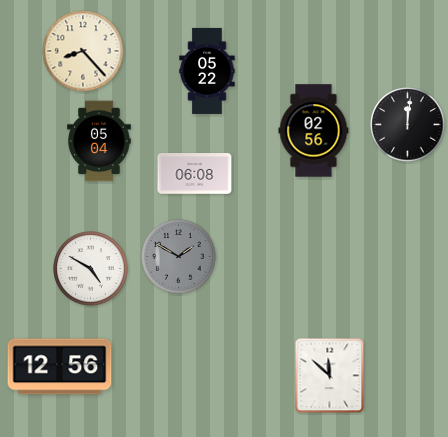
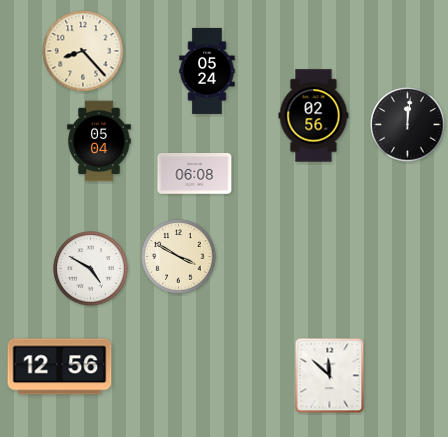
clock at (207, 71): 05:22 -> 05:24
clock at (314, 131) position: (314, 131) -> (314, 116)
clock at (179, 257): 1:50 -> 3:50
clock at (179, 257) dial: grey -> cream
